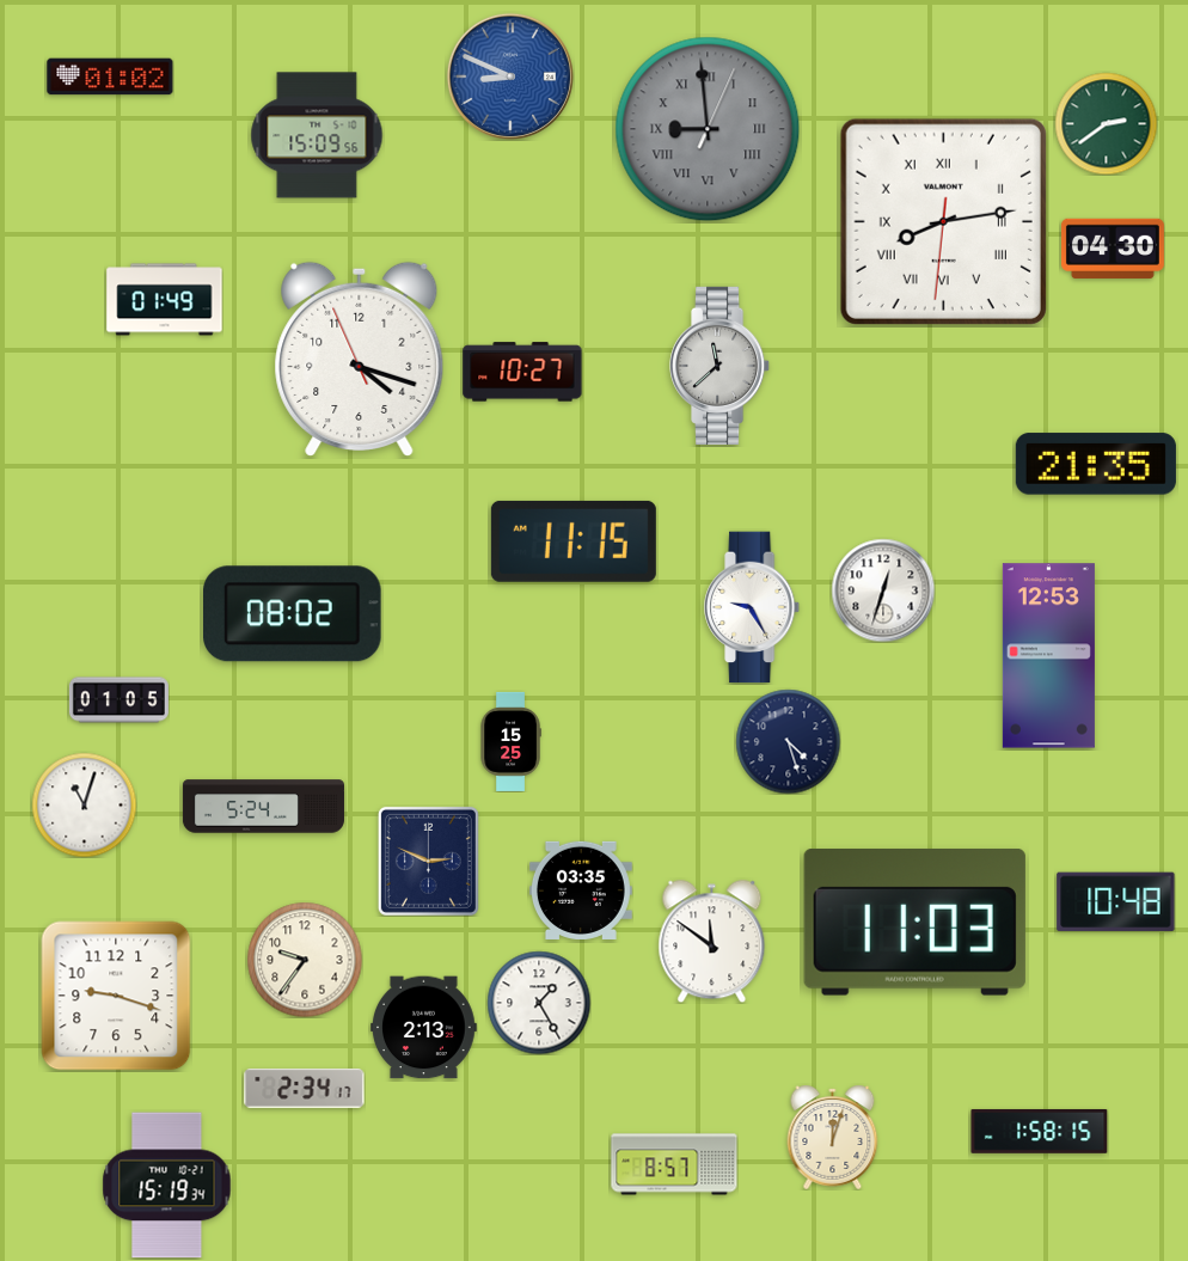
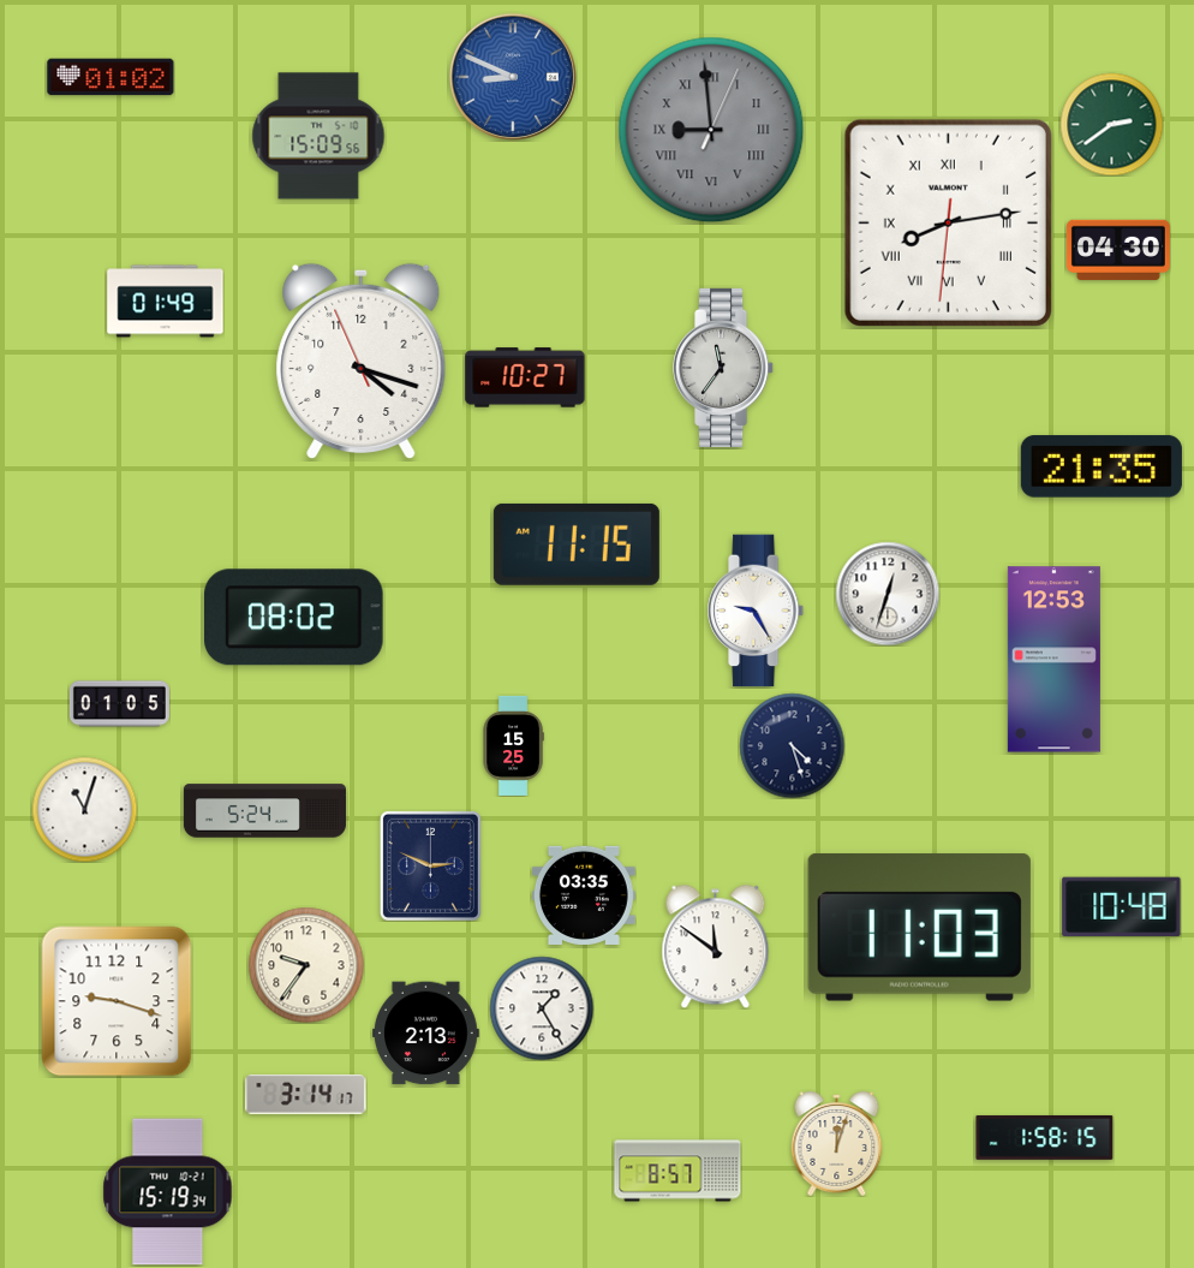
clock at (721, 366): 11:38 -> 11:36
clock at (522, 372) position: (522, 372) -> (525, 377)
clock at (305, 1088): 2:34 -> 3:14
